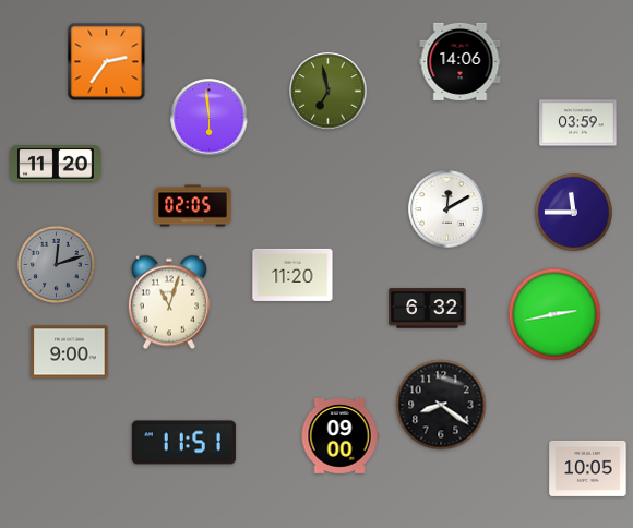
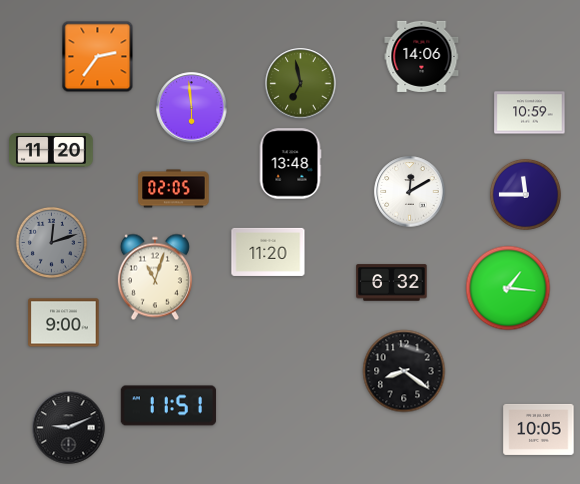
clock at (578, 123): 03:59 -> 10:59
clock at (290, 164): none -> 13:48
clock at (193, 206) position: (193, 206) -> (174, 189)
clock at (554, 314): 2:43 -> 1:16
clock at (339, 435): 09:00 -> none
clock at (69, 428): none -> 9:11
